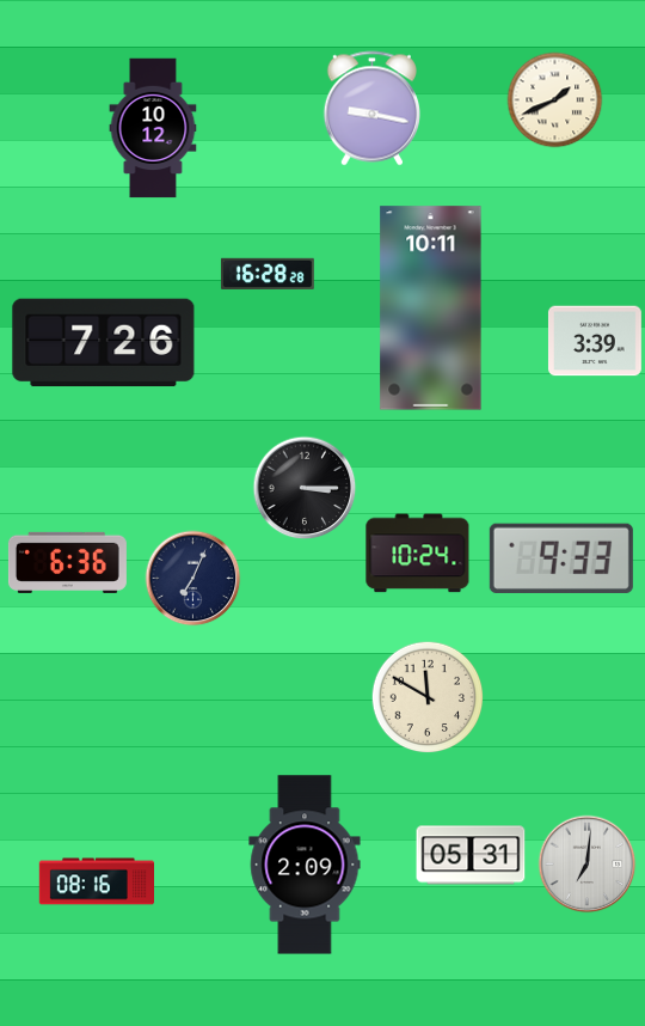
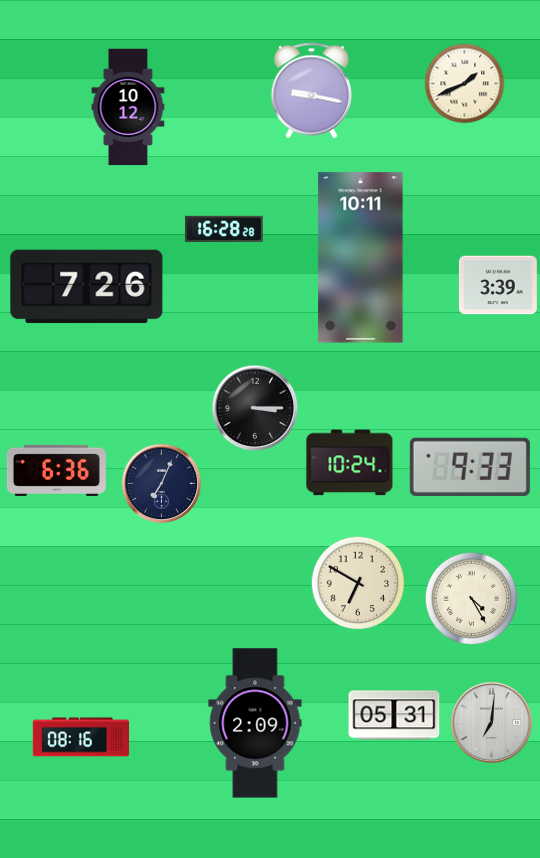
clock at (428, 697): 11:50 -> 6:50
clock at (472, 599): none -> 4:25
